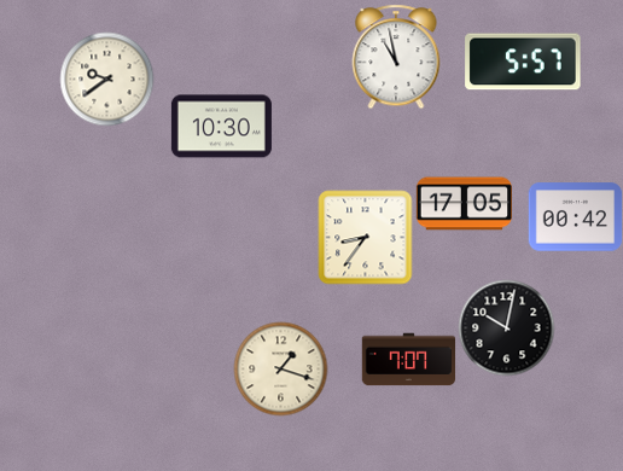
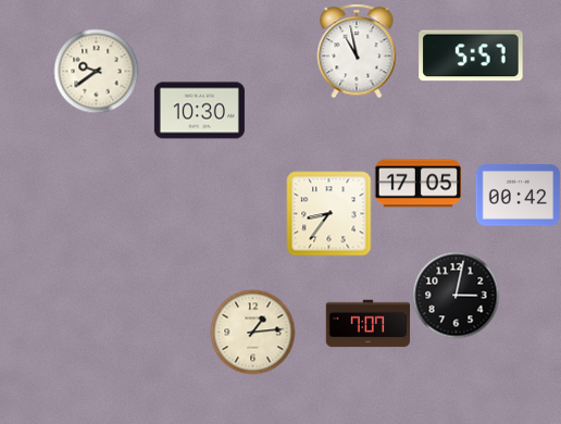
clock at (221, 127) position: (221, 127) -> (199, 111)
clock at (506, 327): 10:02 -> 3:02
clock at (280, 368): 1:18 -> 1:14
